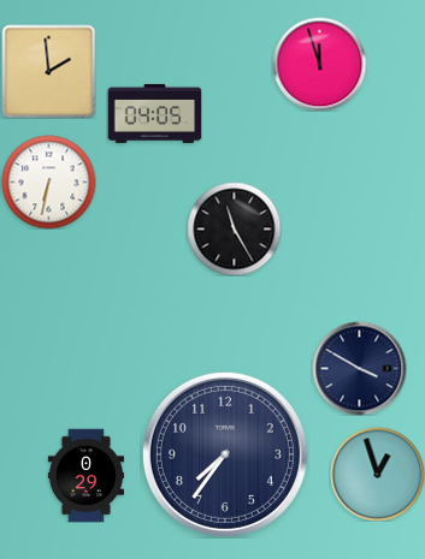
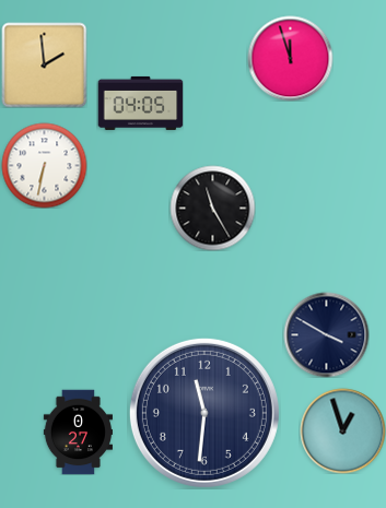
clock at (225, 454): 7:36 -> 11:31
clock at (85, 475): 0:29 -> 0:27
